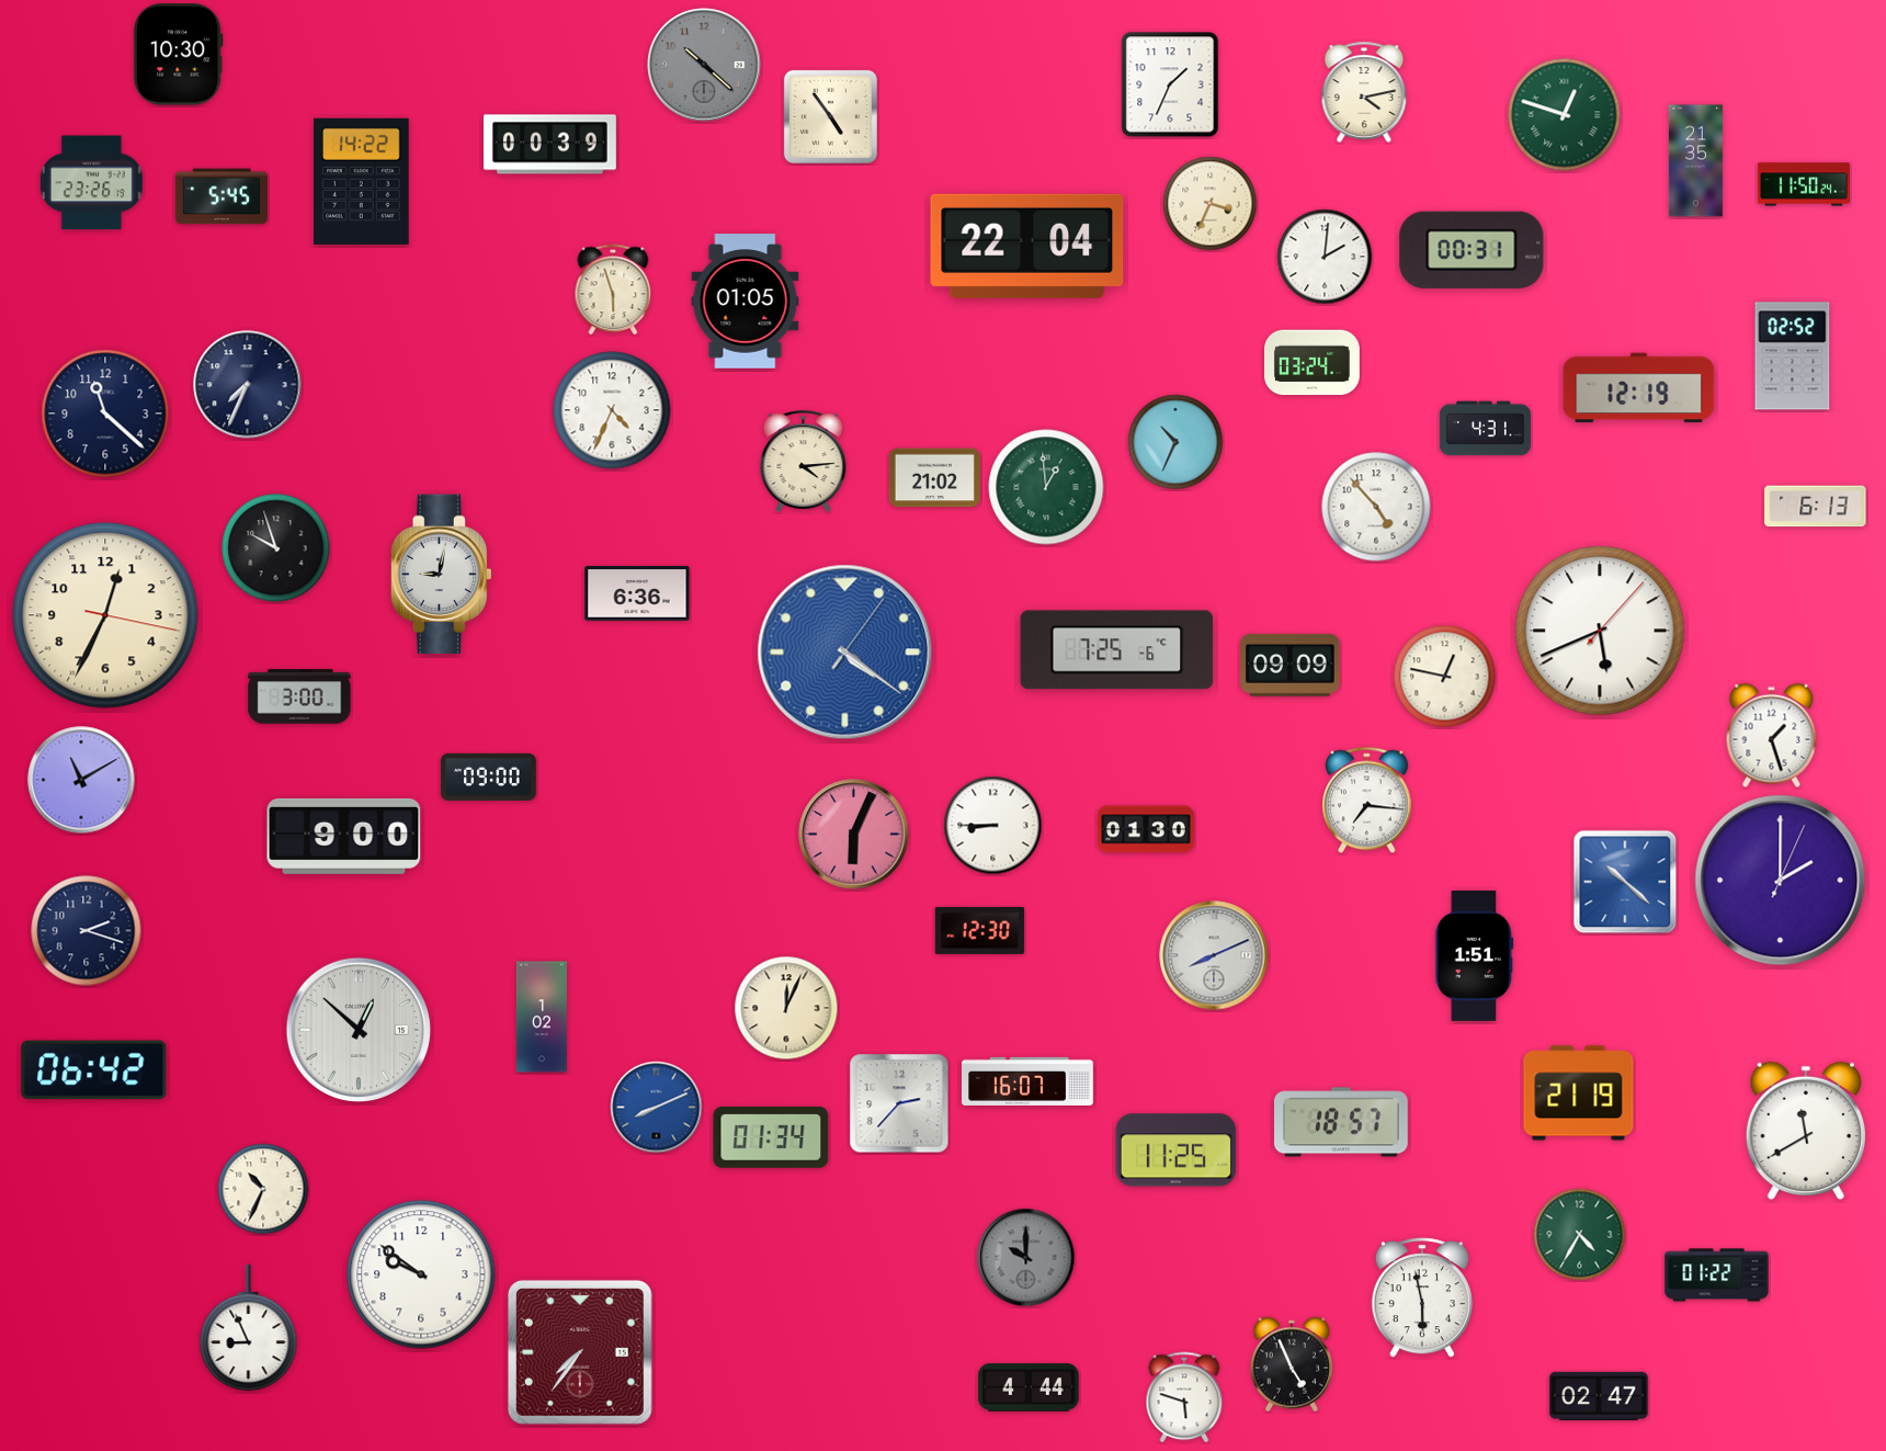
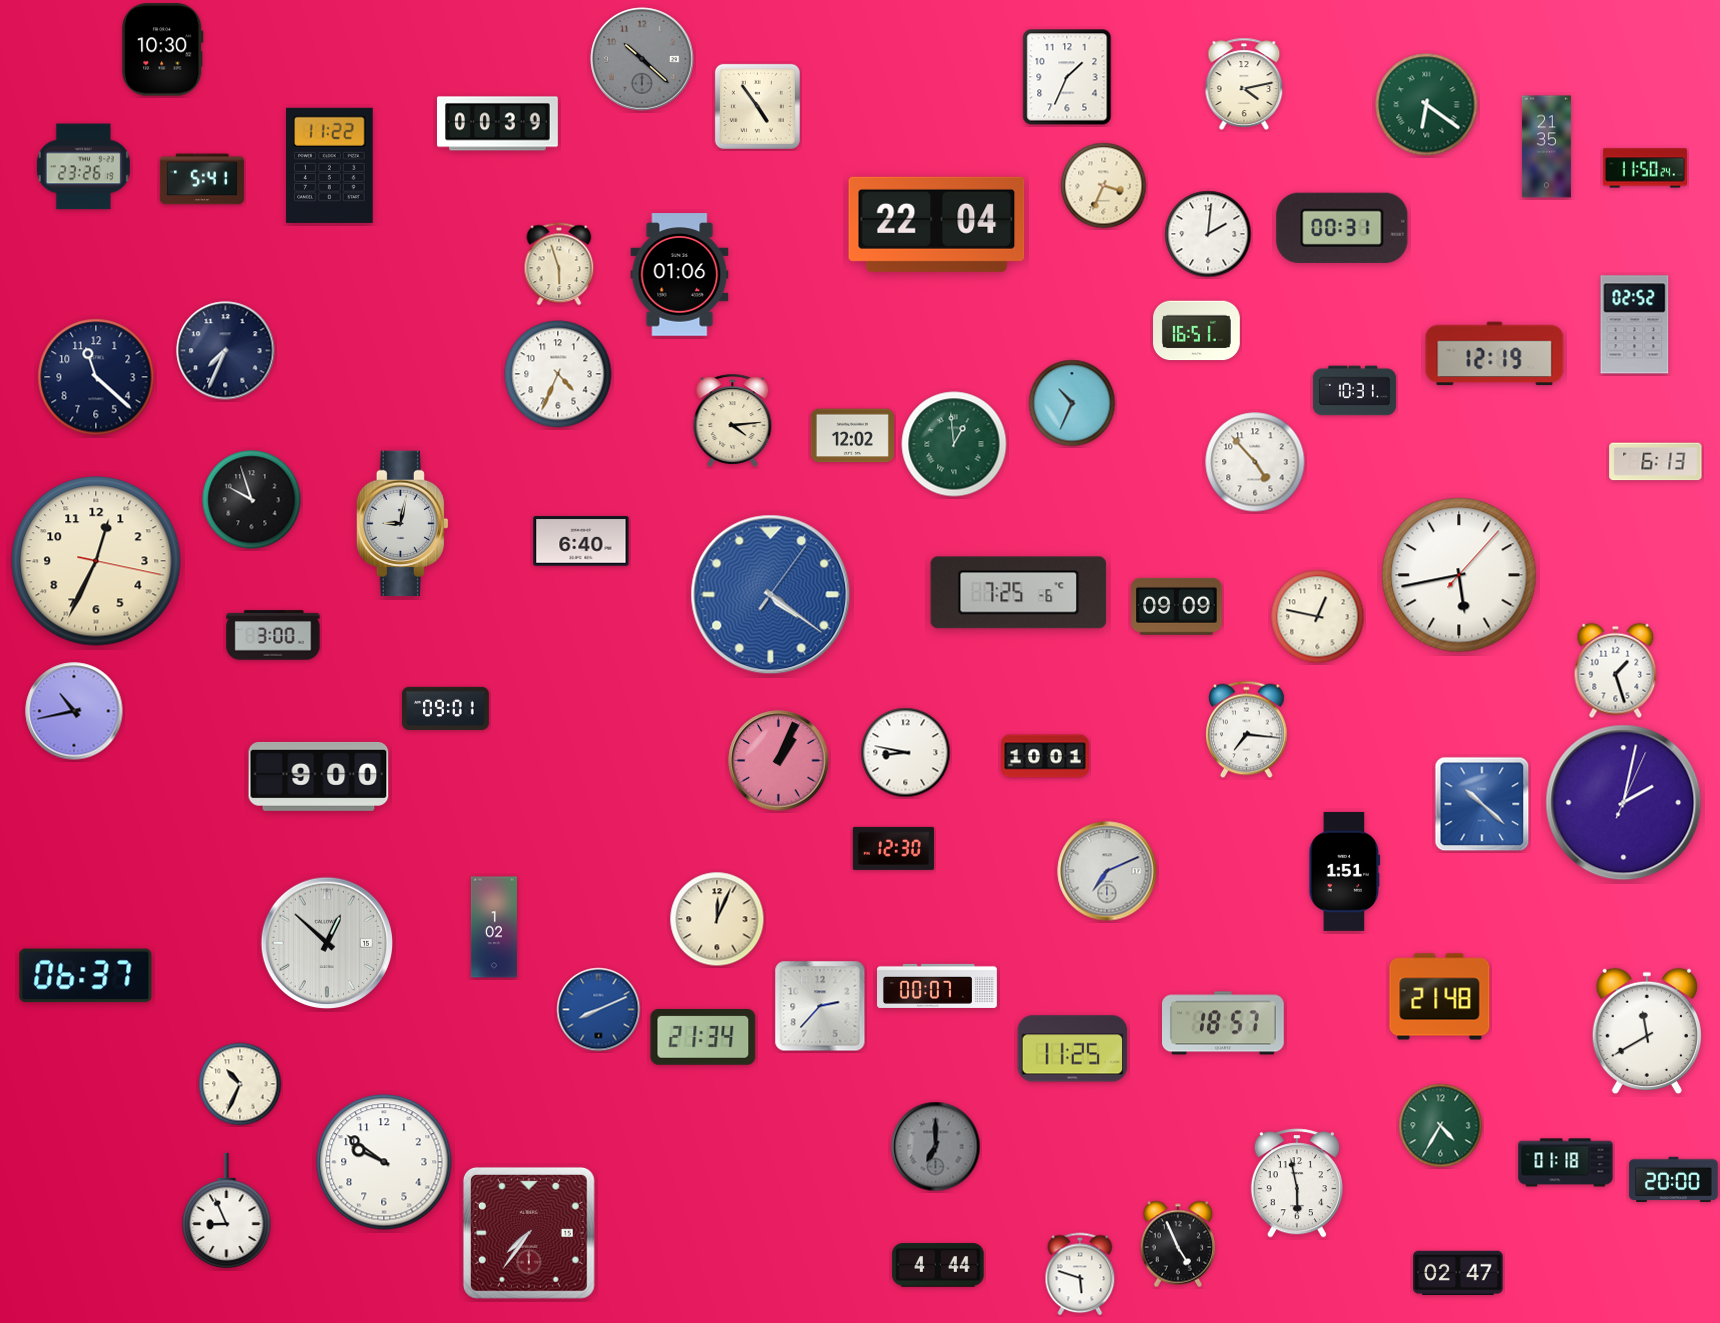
clock at (1565, 115): 12:48 -> 6:21
clock at (550, 145) position: (550, 145) -> (498, 124)
clock at (362, 181): 14:22 -> 11:22
clock at (221, 196): 5:45 -> 5:41
clock at (746, 302): 01:05 -> 01:06
clock at (1313, 363): 03:24 -> 16:51
clock at (1485, 429): 4:31 -> 10:31
clock at (934, 478): 21:02 -> 12:02
clock at (637, 593): 6:36 -> 6:40
clock at (1600, 631): 5:41 -> 5:43
clock at (489, 776): 09:00 -> 09:01
clock at (81, 780): 11:10 -> 10:43
clock at (993, 826): 8:45 -> 8:47
clock at (1146, 829): 01:30 -> 10:01
clock at (854, 835): 6:04 -> 1:04
clock at (344, 836) position: (344, 836) -> (319, 776)
clock at (1781, 881): 2:00 -> 2:02
clock at (87, 931): 2:18 -> none
clock at (1214, 955): 8:11 -> 7:11
clock at (357, 1029) position: (357, 1029) -> (326, 942)
clock at (94, 1070): 06:42 -> 06:37
clock at (1029, 1081): 16:07 -> 00:07
clock at (1579, 1093): 21:19 -> 21:48
clock at (771, 1137): 01:34 -> 21:34
clock at (1026, 1258): 10:00 -> 7:00
clock at (1717, 1276): 01:22 -> 01:18
clock at (1674, 1180): none -> 20:00
